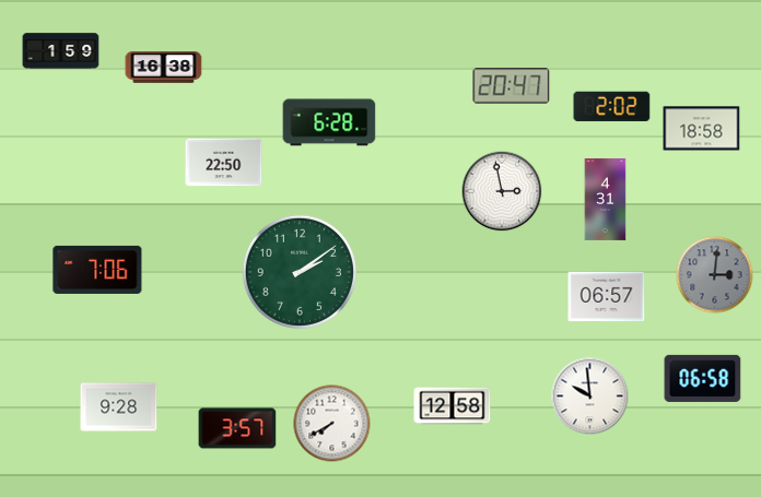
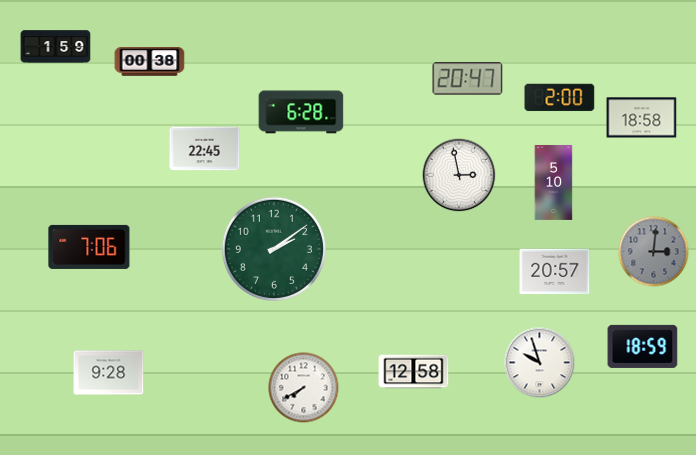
clock at (164, 68): 16:38 -> 00:38
clock at (612, 107): 2:02 -> 2:00
clock at (224, 163): 22:50 -> 22:45
clock at (606, 199): 4:31 -> 5:10
clock at (607, 297): 06:57 -> 20:57
clock at (703, 378): 06:58 -> 18:59
clock at (590, 397): 9:59 -> 9:57
clock at (237, 428): 3:57 -> none
